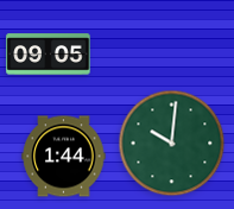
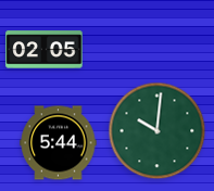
clock at (49, 55): 09:05 -> 02:05
clock at (64, 157): 1:44 -> 5:44
